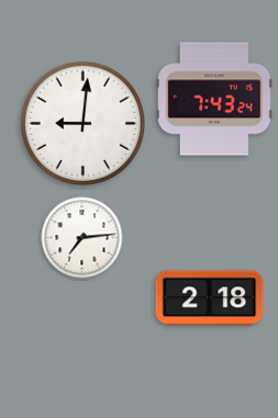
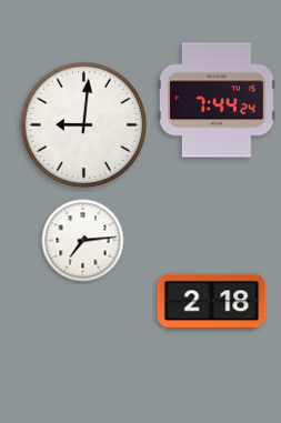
clock at (215, 99): 7:43 -> 7:44
